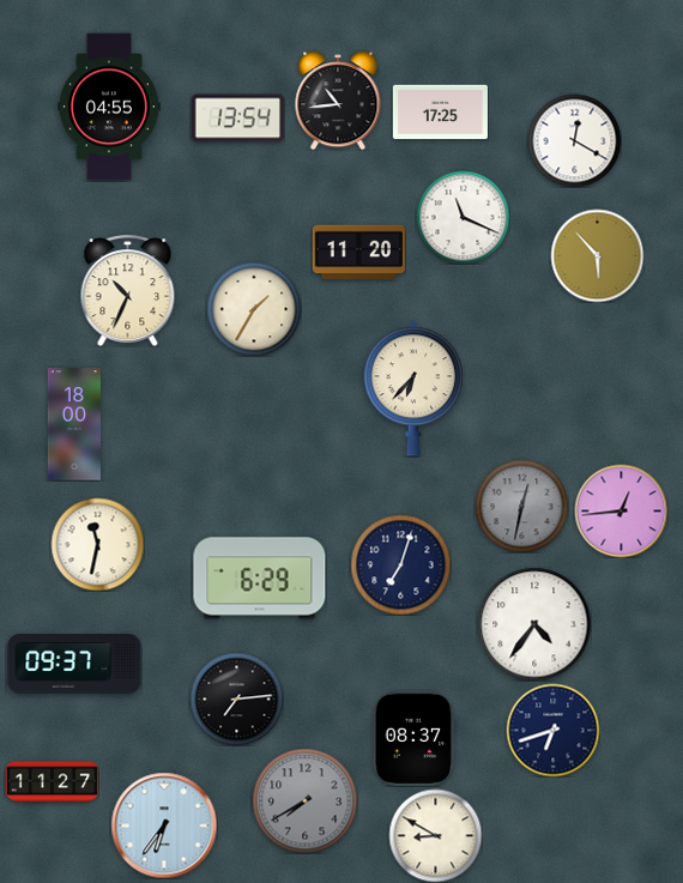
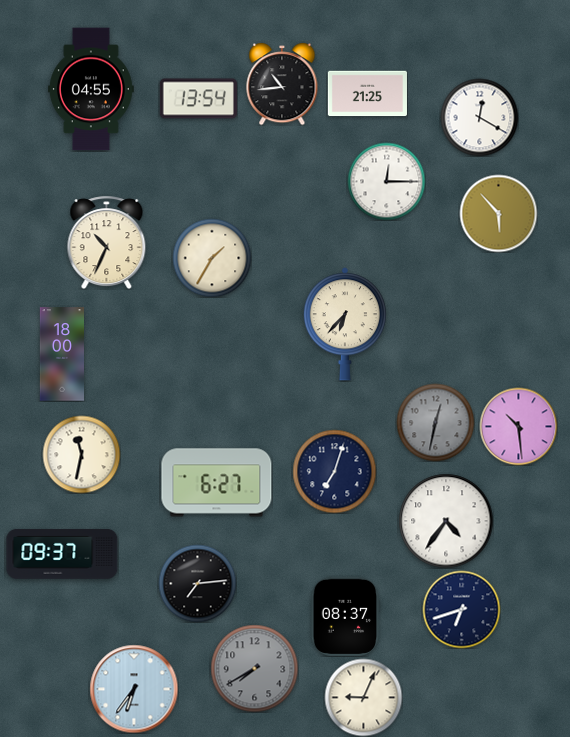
clock at (440, 113): 17:25 -> 21:25
clock at (463, 217): 11:19 -> 12:15
clock at (358, 253): 11:20 -> none
clock at (621, 510): 12:44 -> 10:29
clock at (260, 579): 6:29 -> 6:27
clock at (52, 782): 11:27 -> none
clock at (164, 825) position: (164, 825) -> (134, 689)
clock at (435, 835): 8:50 -> 9:04
